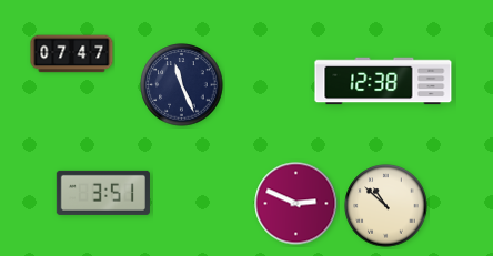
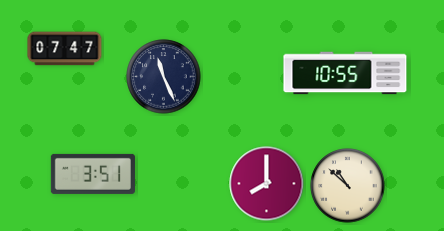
clock at (383, 81): 12:38 -> 10:55
clock at (296, 204): 2:49 -> 8:00
